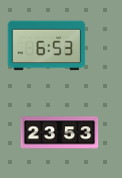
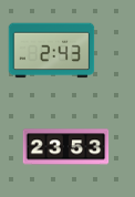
clock at (46, 46): 6:53 -> 2:43
